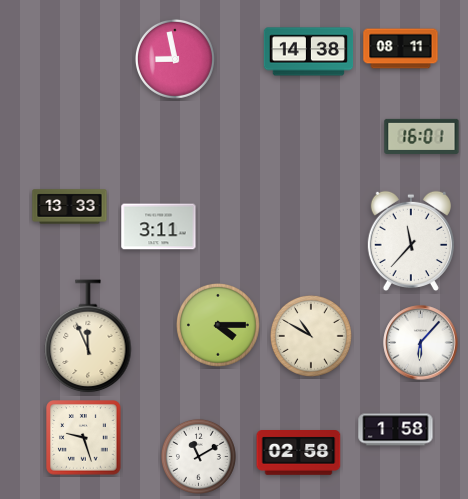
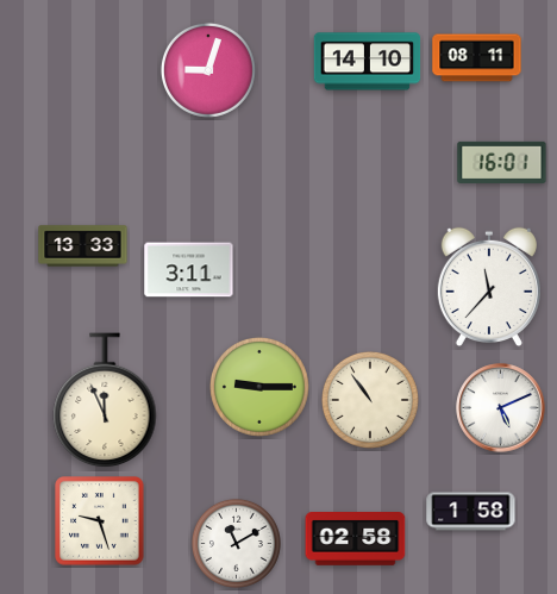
clock at (309, 52): 14:38 -> 14:10
clock at (175, 59): 8:58 -> 9:03
clock at (218, 325): 4:15 -> 9:15
clock at (311, 336): 10:50 -> 10:54
clock at (421, 343): 6:07 -> 5:11
